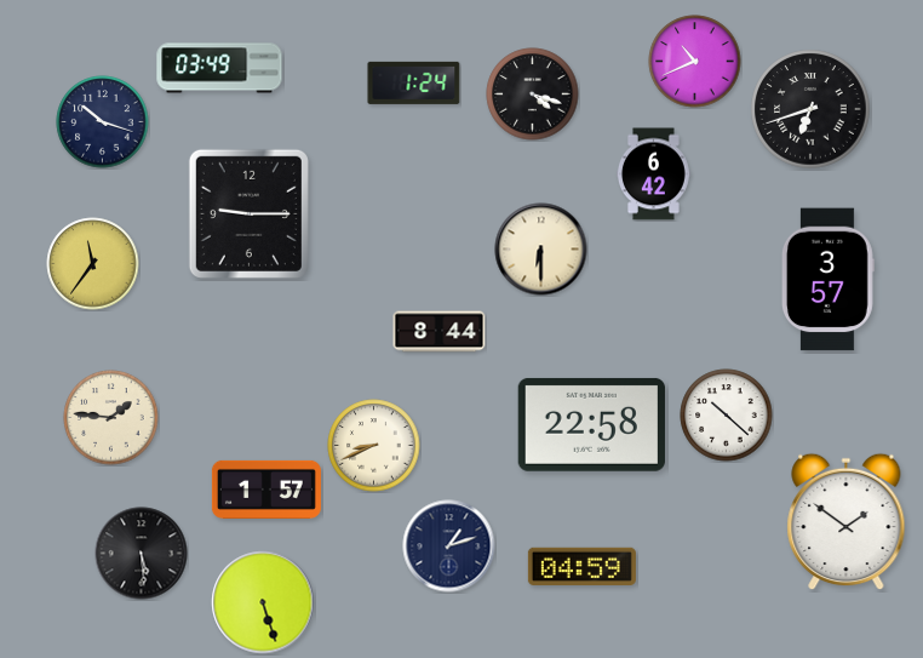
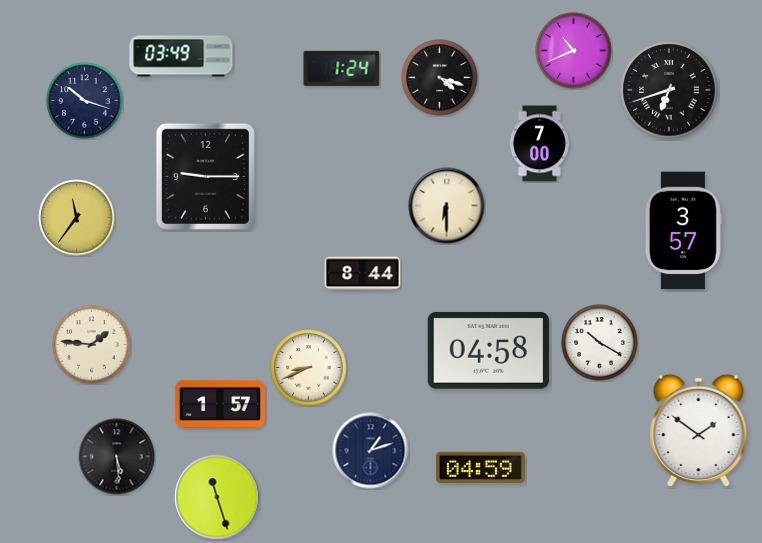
clock at (654, 174): 6:42 -> 7:00
clock at (727, 416): 10:22 -> 10:20
clock at (591, 424): 22:58 -> 04:58
clock at (263, 602): 5:27 -> 11:27
